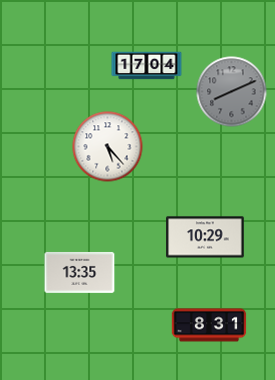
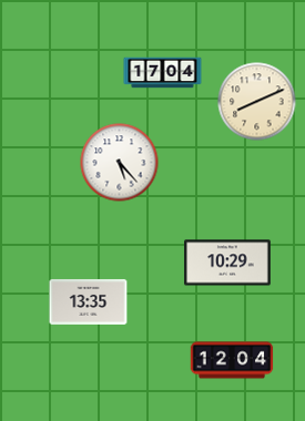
clock at (232, 92) dial: grey -> cream
clock at (209, 325): 8:31 -> 12:04
